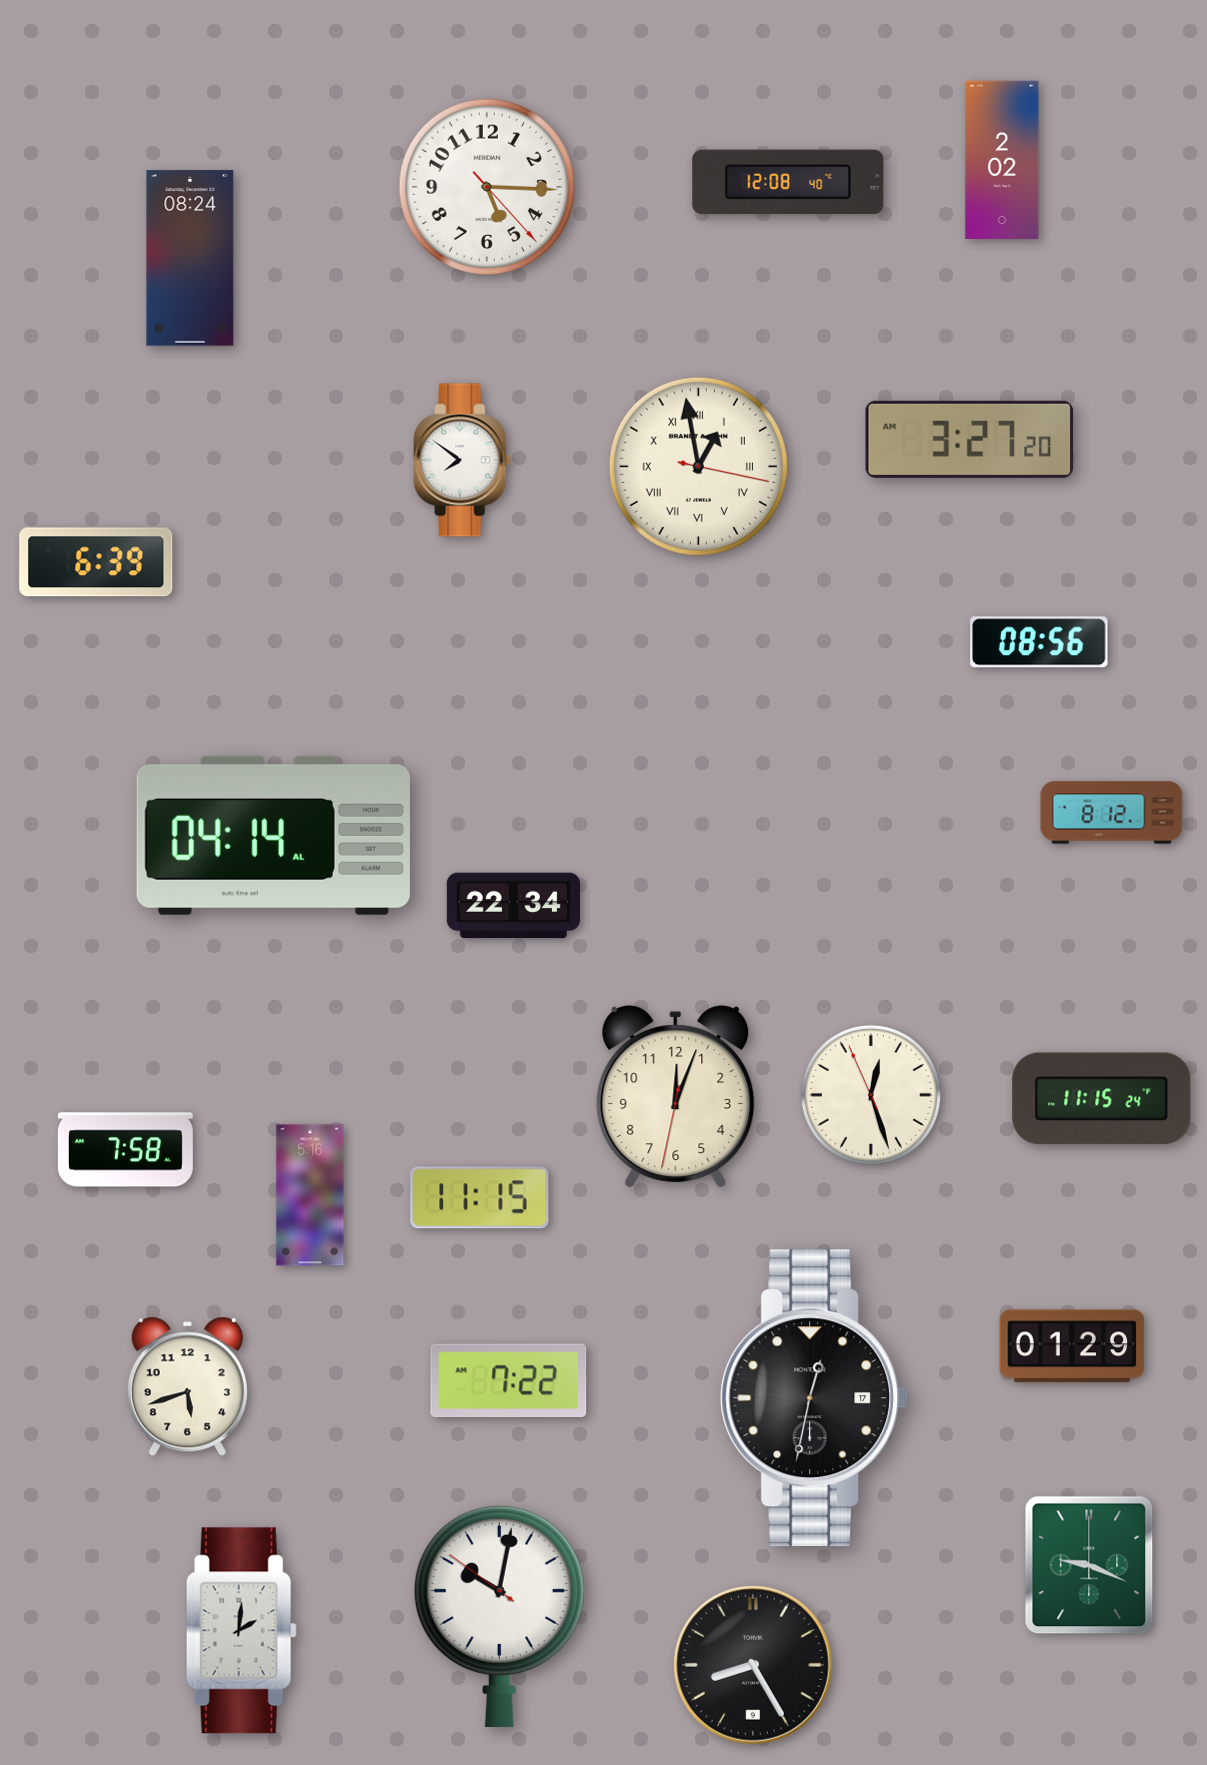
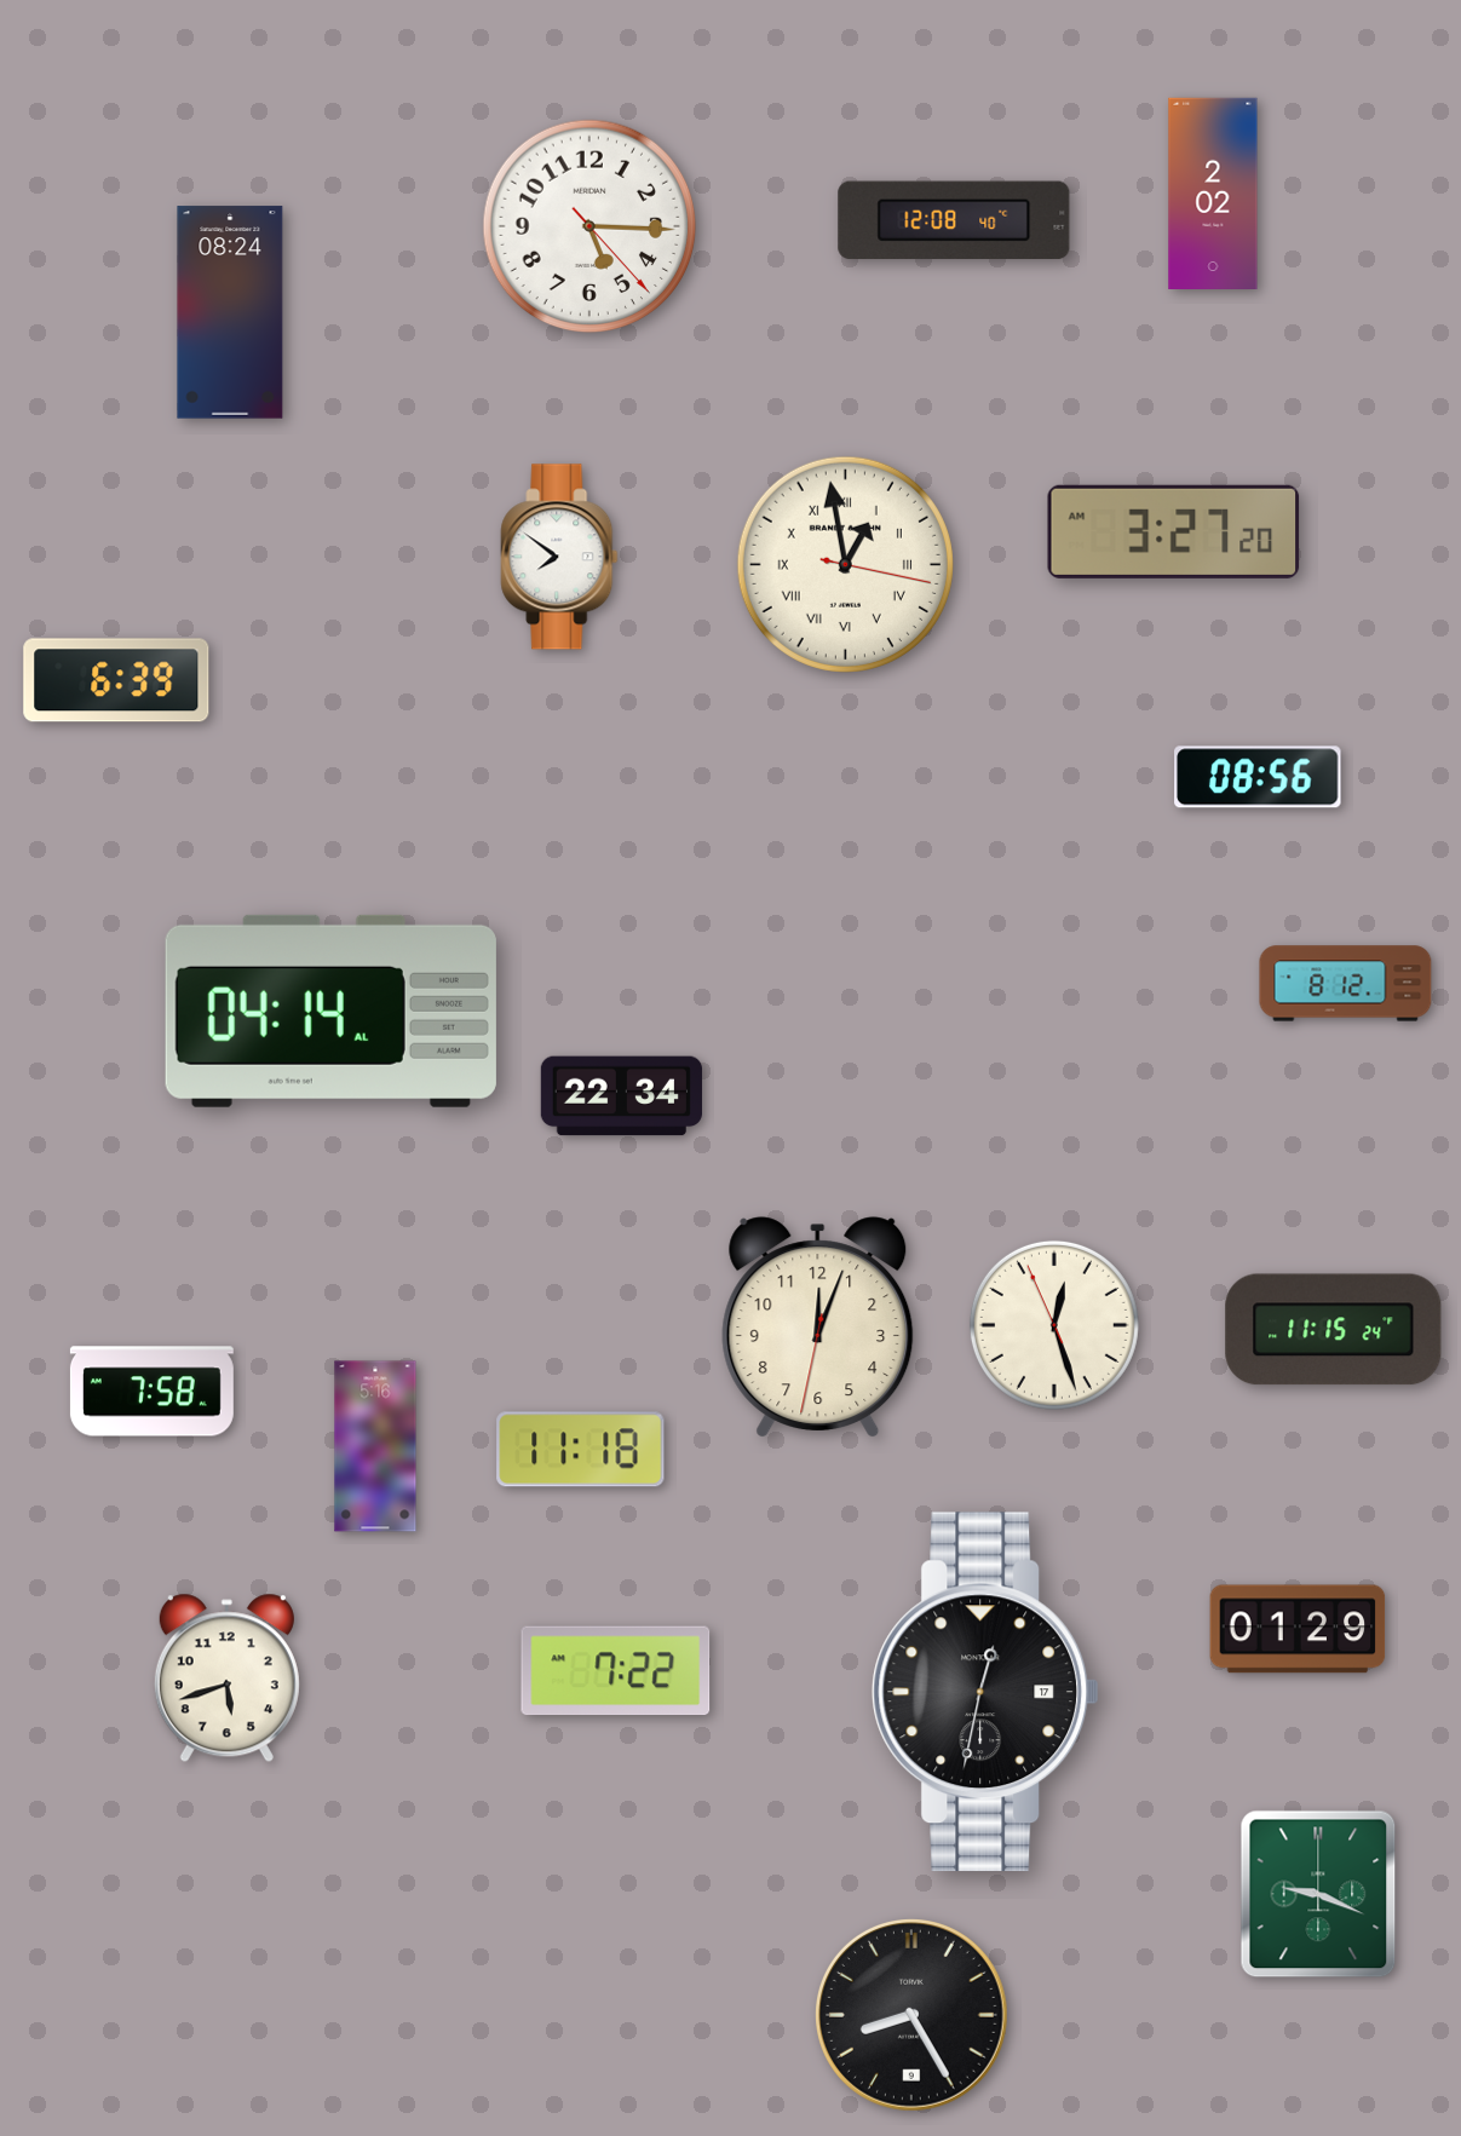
clock at (480, 1198): 11:15 -> 11:18
clock at (499, 1616): 10:01 -> none
clock at (241, 1631): 2:01 -> none
